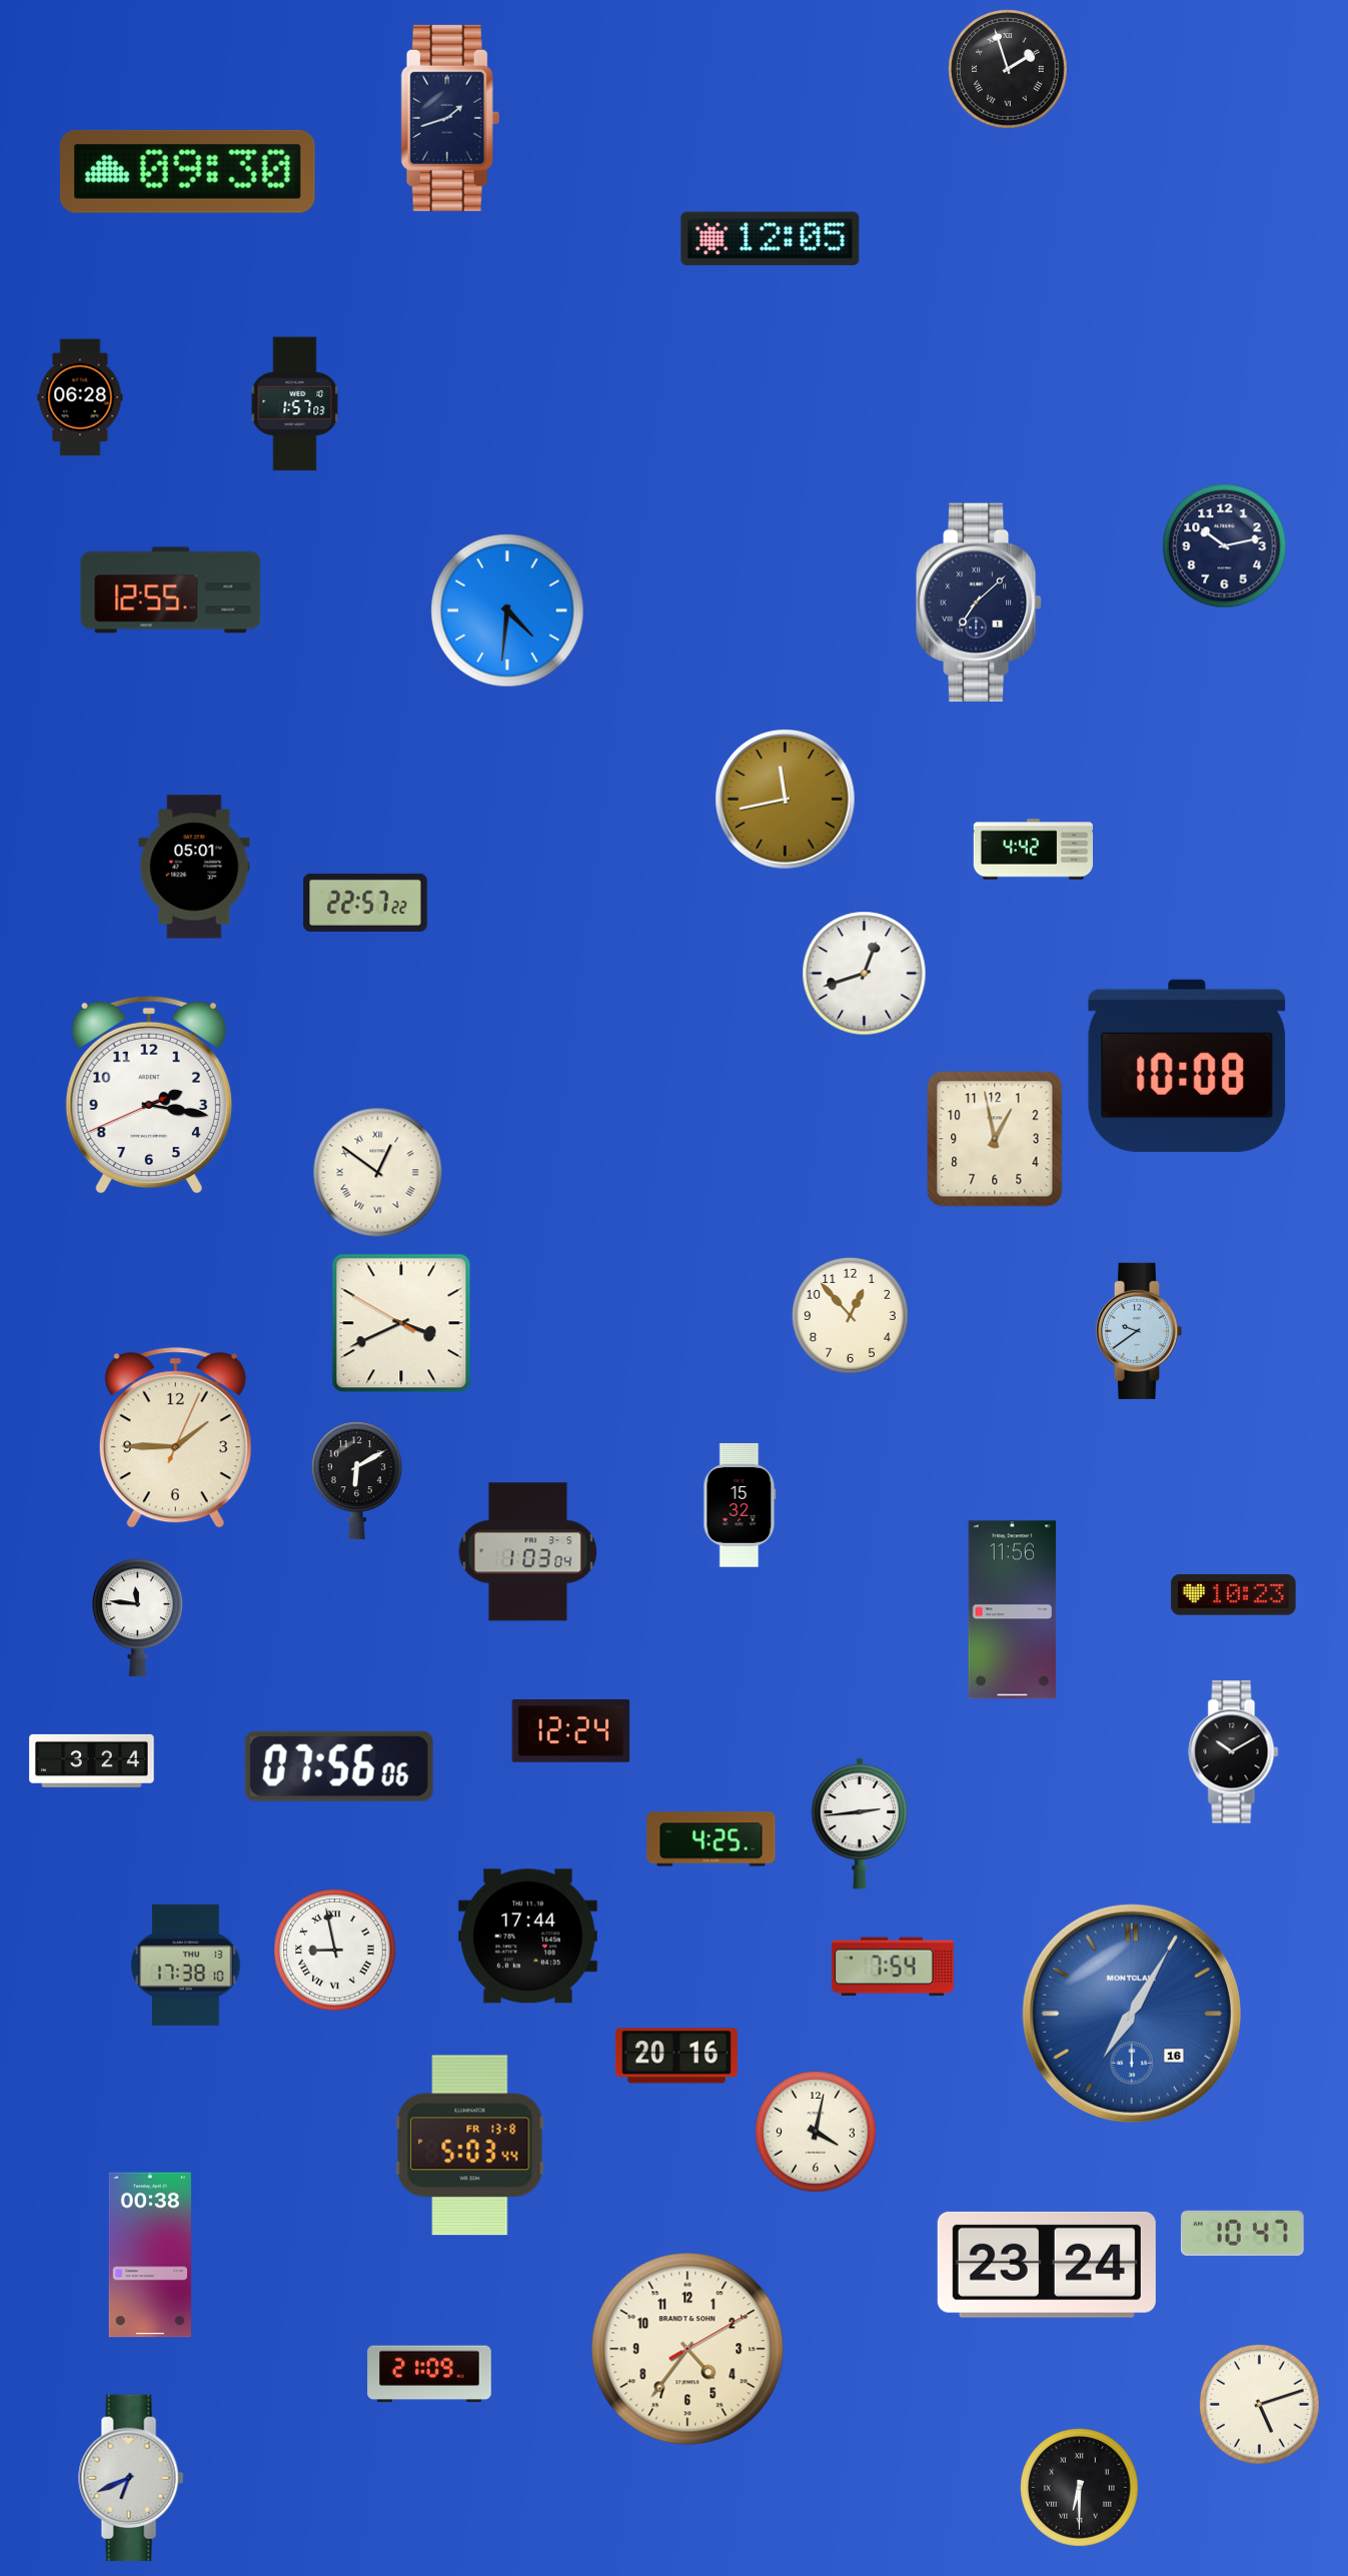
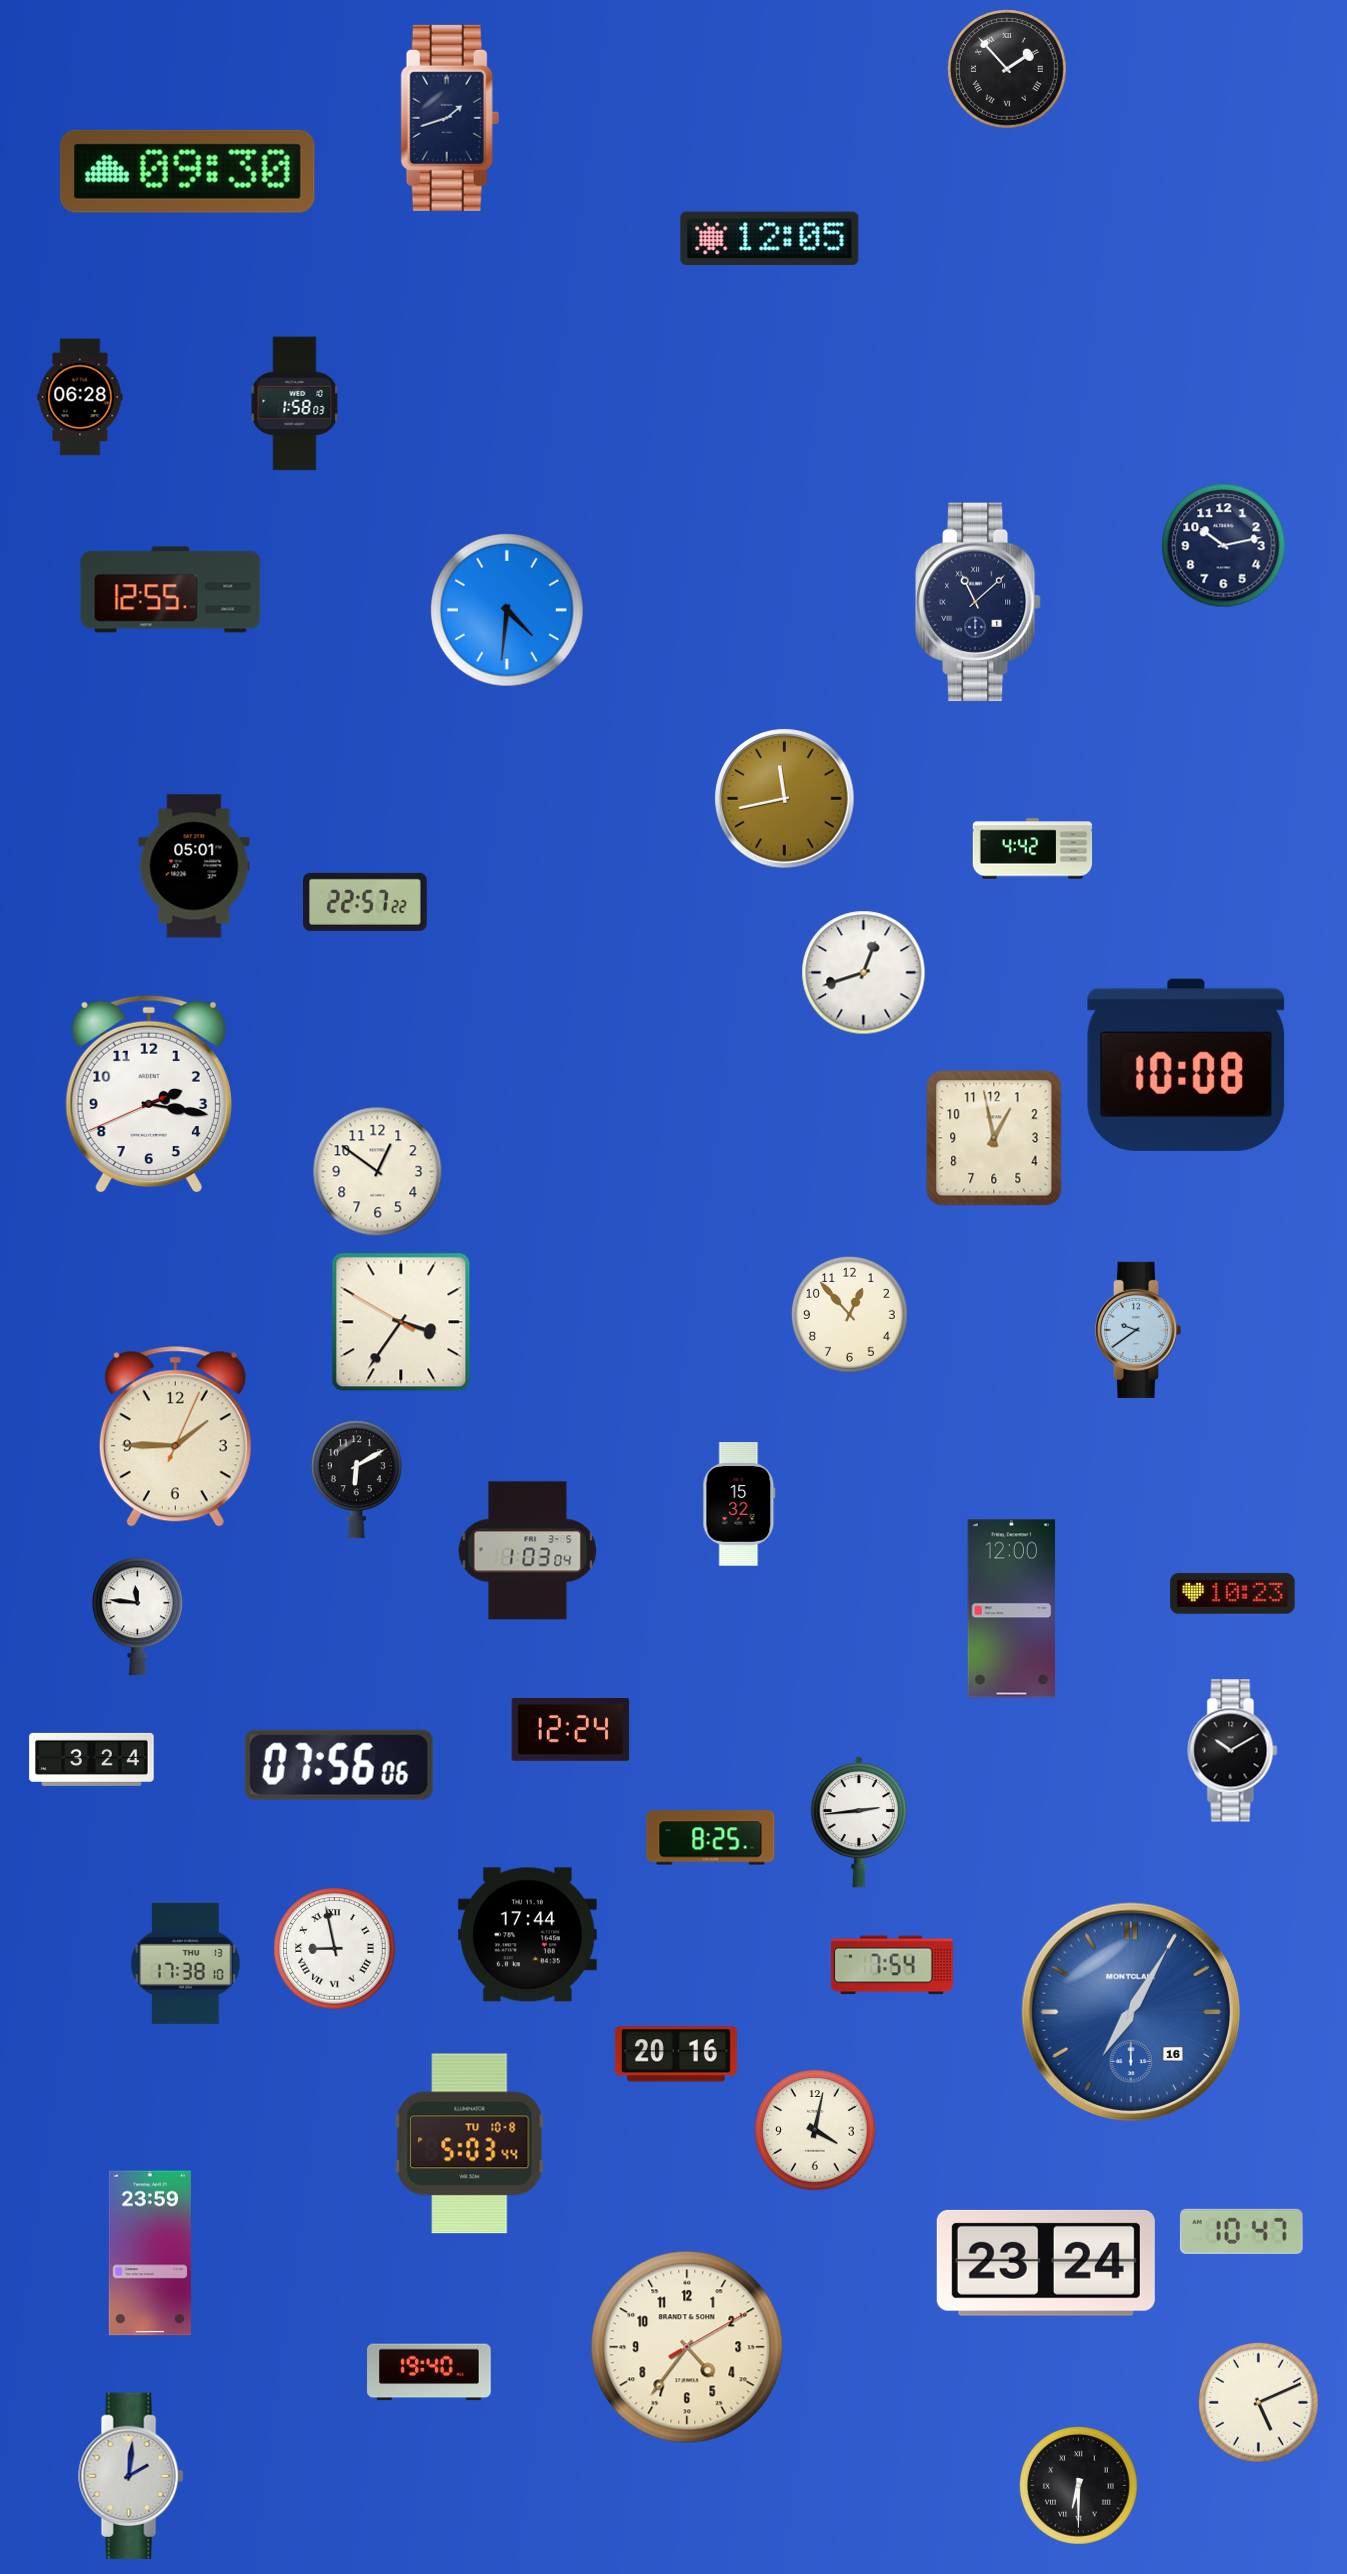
clock at (1009, 70): 1:57 -> 1:53
clock at (295, 404): 1:57 -> 1:58
clock at (979, 602): 7:08 -> 11:08
clock at (378, 1173) numerals: Roman -> Arabic
clock at (401, 1323): 3:40 -> 3:35
clock at (1013, 1610): 11:56 -> 12:00
clock at (712, 1839): 4:25 -> 8:25
clock at (470, 2146) date: FR 13-8 -> TU 10-8
clock at (150, 2255): 00:38 -> 23:59
clock at (429, 2374): 21:09 -> 19:40
clock at (1260, 2405): 5:12 -> 5:11
clock at (131, 2478): 6:41 -> 2:01
